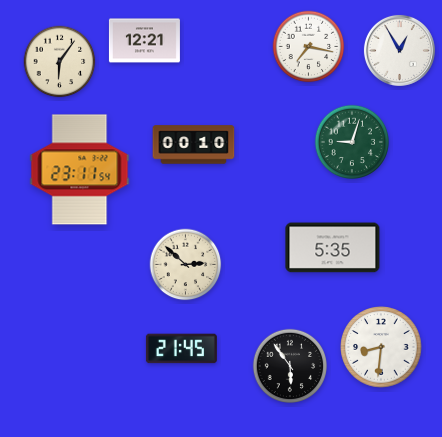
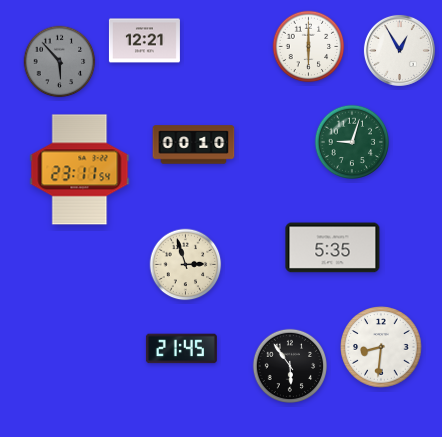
clock at (309, 47): 7:17 -> 6:00
clock at (60, 62): 6:06 -> 5:53
clock at (60, 62) dial: cream -> grey
clock at (186, 265): 2:52 -> 2:57
